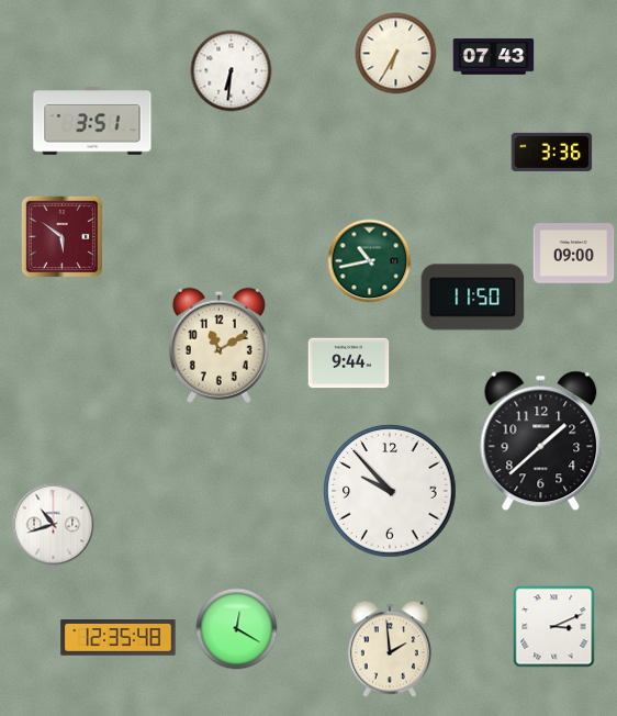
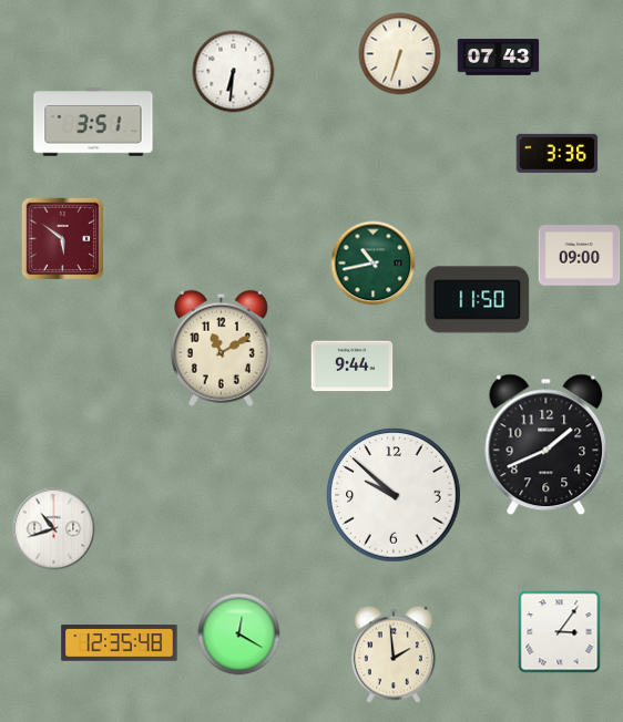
clock at (396, 54): 6:35 -> 6:33
clock at (541, 441): 1:38 -> 1:41
clock at (390, 491): 9:53 -> 9:52
clock at (554, 627): 3:11 -> 3:06
